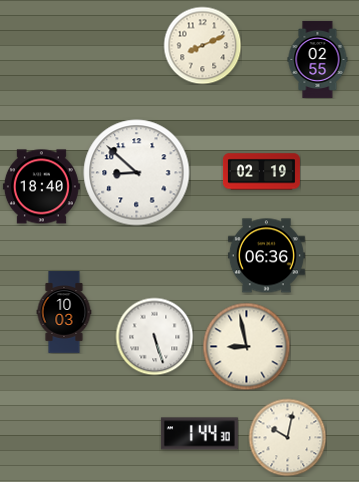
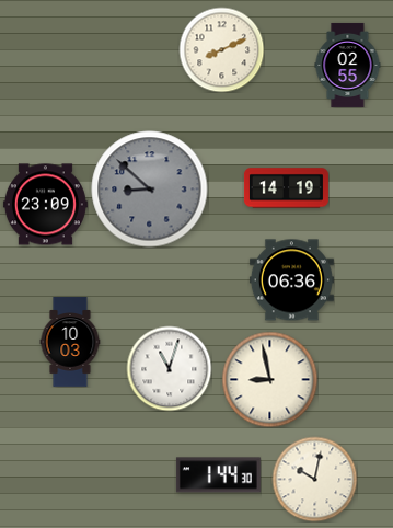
clock at (261, 172): 02:19 -> 14:19
clock at (137, 173) dial: white -> grey
clock at (41, 187): 18:40 -> 23:09
clock at (154, 336): 5:27 -> 11:03
